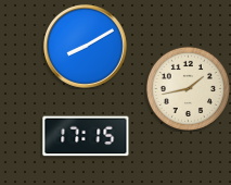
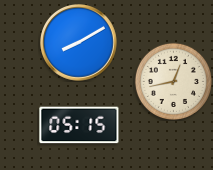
clock at (188, 88): 1:43 -> 12:43
clock at (86, 136): 17:15 -> 05:15
